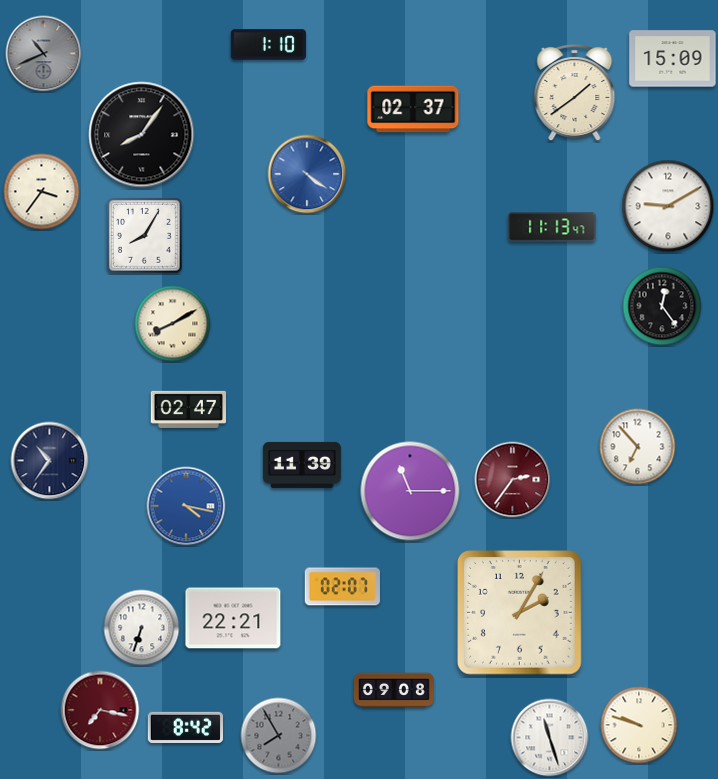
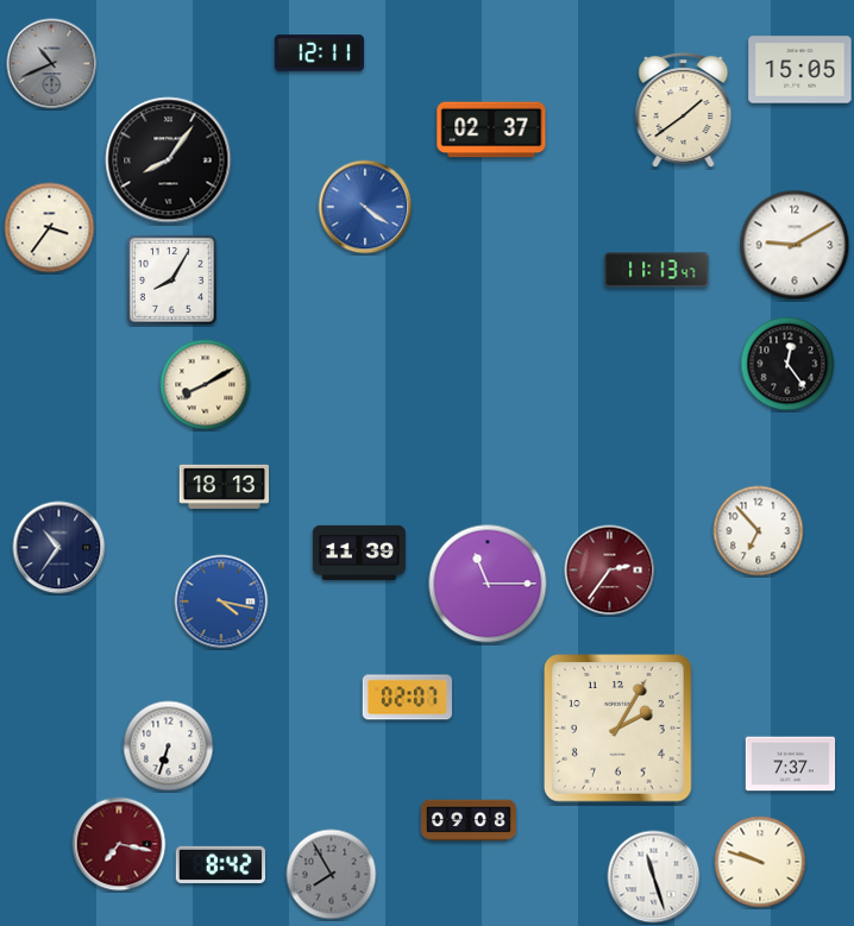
clock at (268, 45): 1:10 -> 12:11
clock at (673, 59): 15:09 -> 15:05
clock at (188, 409): 02:47 -> 18:13
clock at (233, 618): 22:21 -> none
clock at (791, 764): none -> 7:37
